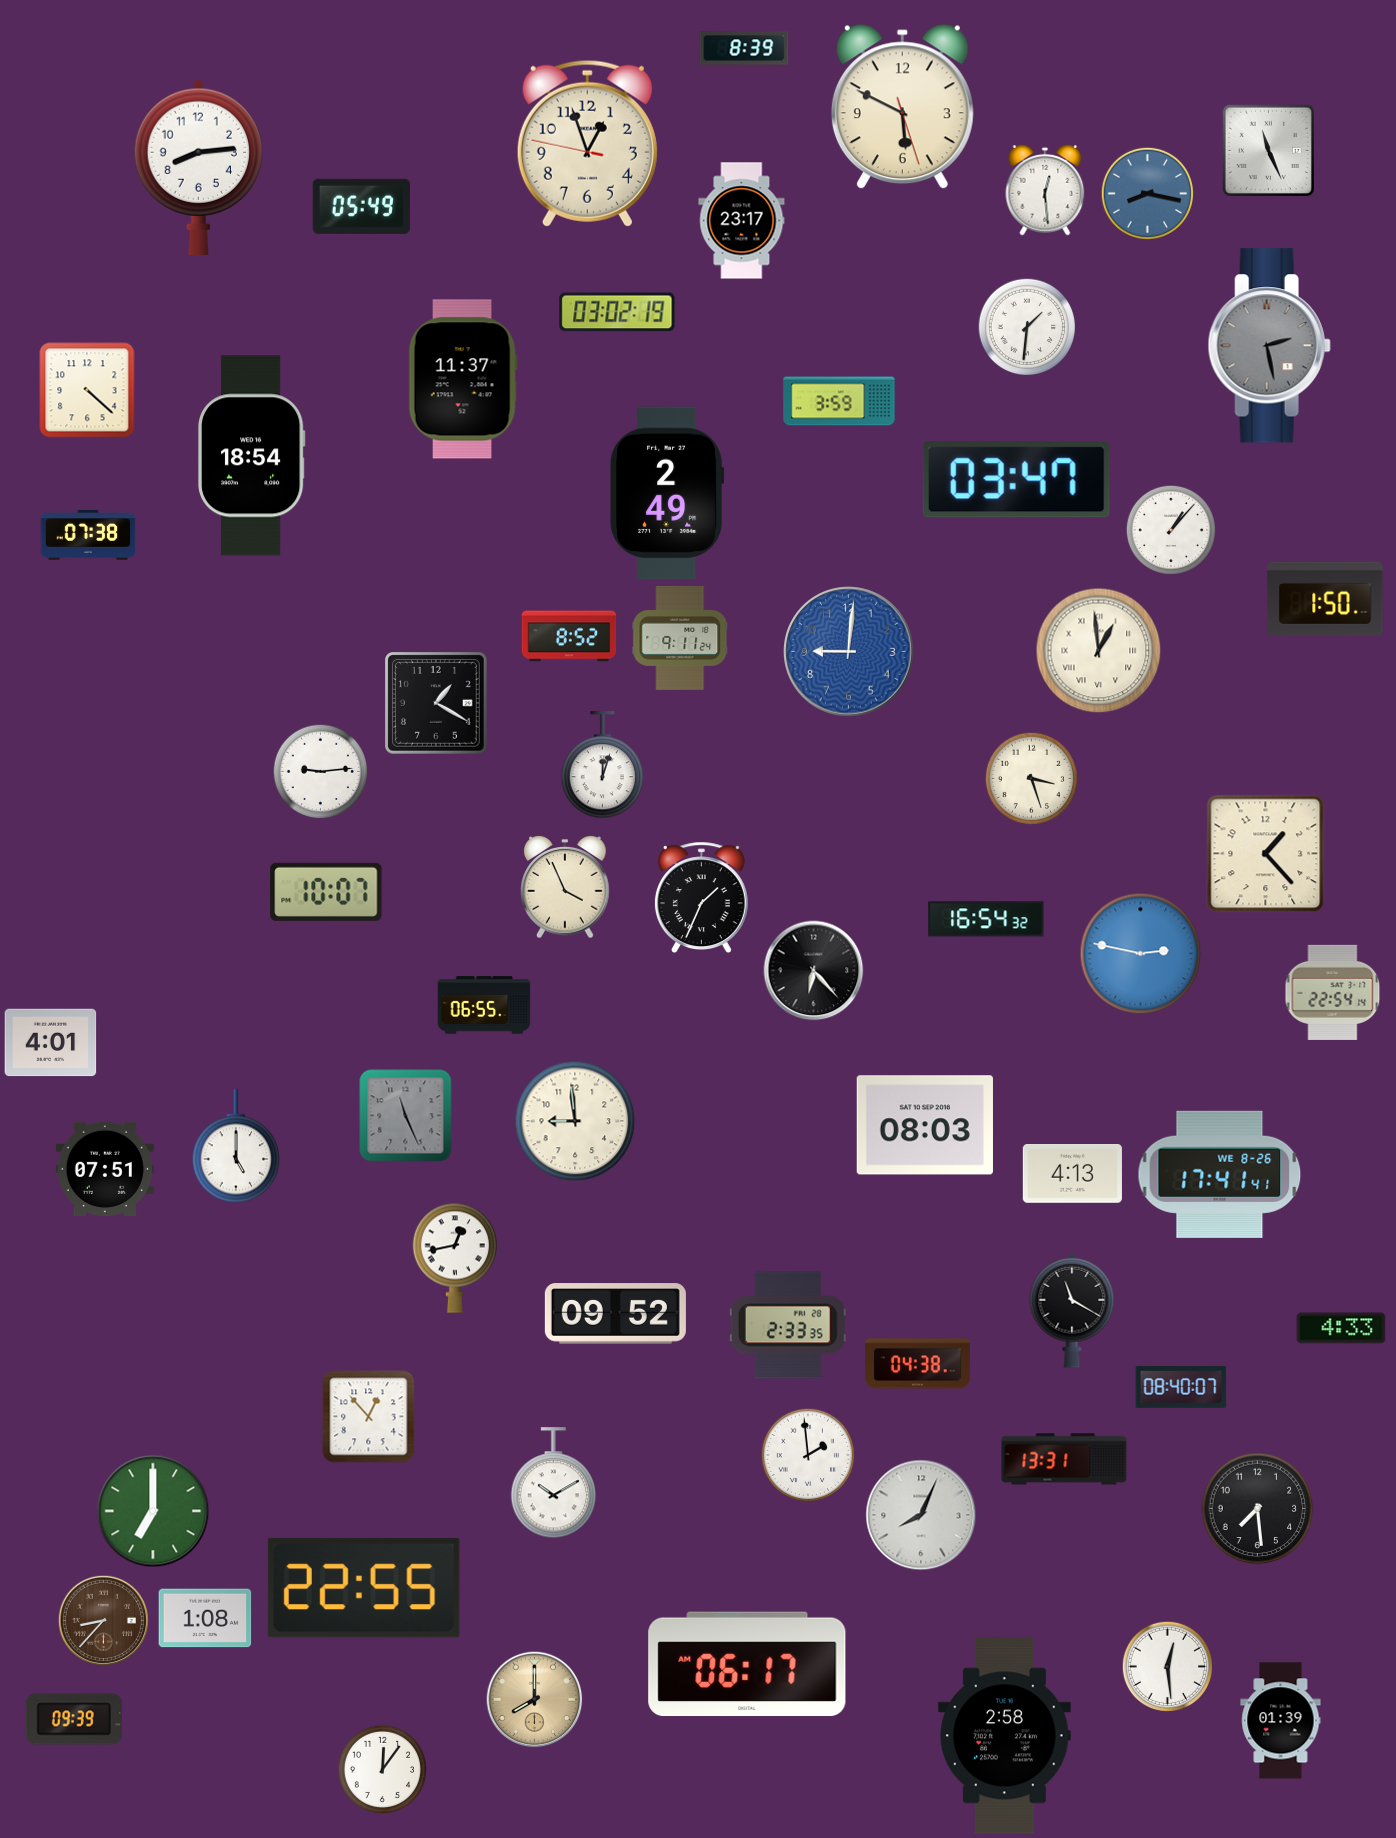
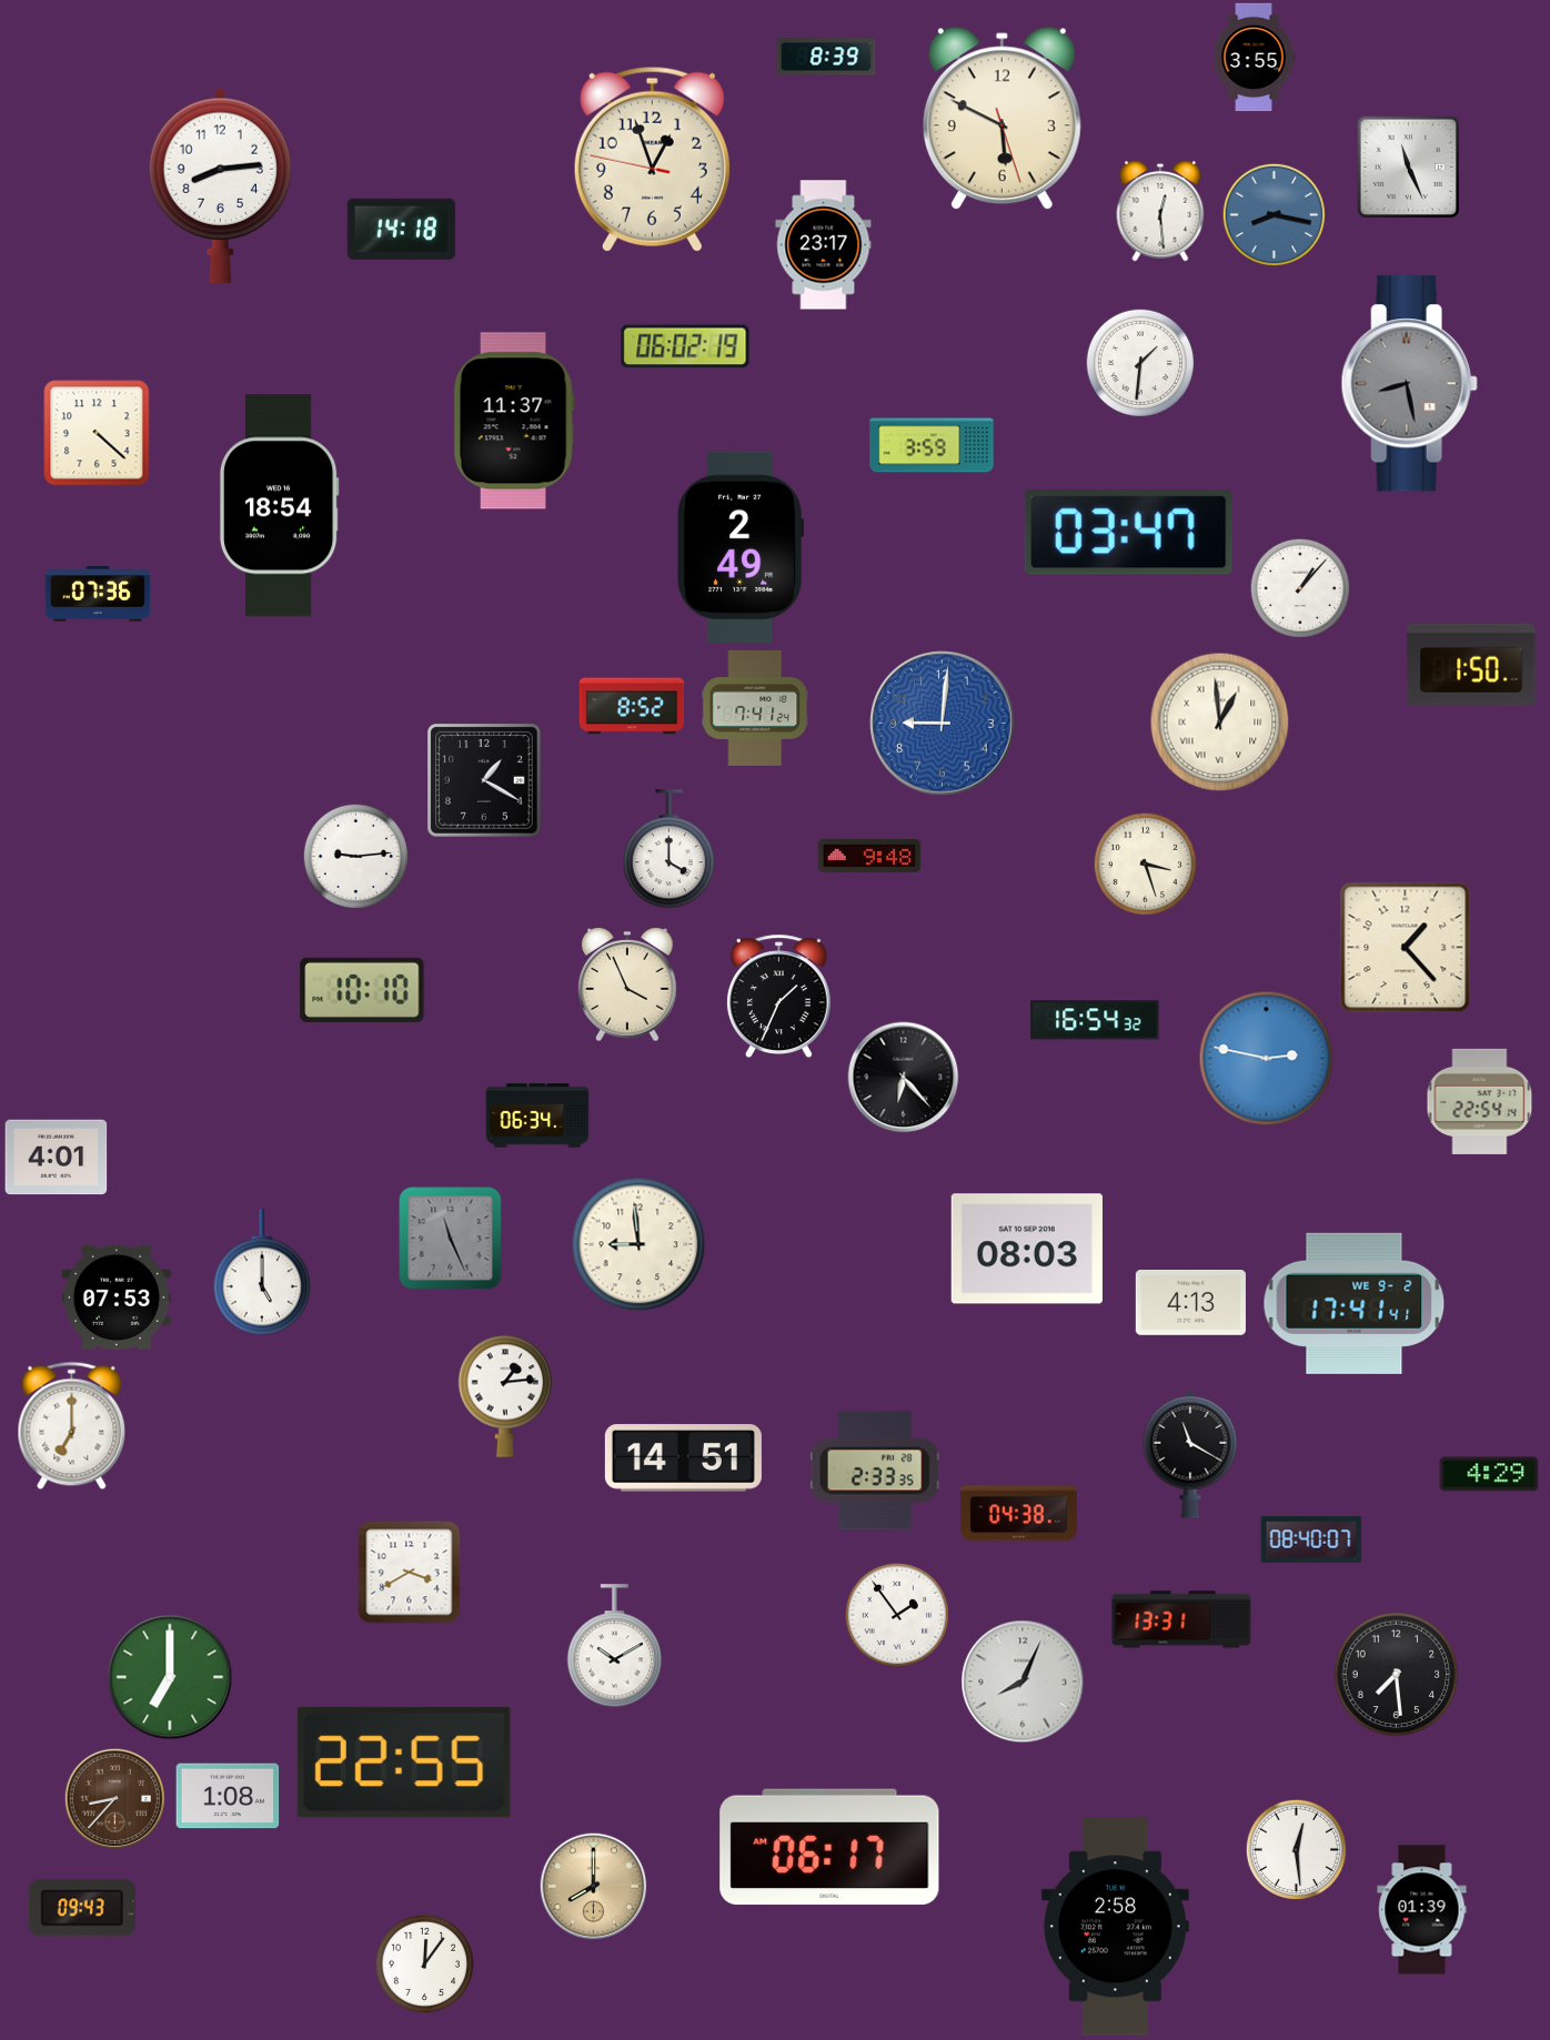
clock at (744, 48) position: (744, 48) -> (826, 57)
clock at (1254, 58): none -> 3:55
clock at (361, 206): 05:49 -> 14:18
clock at (617, 312): 03:02 -> 06:02
clock at (1269, 346): 2:28 -> 8:28
clock at (88, 535): 07:38 -> 07:36
clock at (680, 638): 9:11 -> 7:41
clock at (603, 765): 12:03 -> 4:00
clock at (869, 856): none -> 9:48
clock at (326, 892): 10:07 -> 10:10
clock at (484, 1005): 06:55 -> 06:34
clock at (105, 1168): 07:51 -> 07:53
clock at (1220, 1174) date: WE 8-26 -> WE 9-2
clock at (455, 1258): 12:43 -> 1:14
clock at (72, 1426): none -> 7:00
clock at (615, 1314): 09:52 -> 14:51
clock at (1341, 1328): 4:33 -> 4:29
clock at (369, 1417): 12:53 -> 3:40
clock at (807, 1454): 1:59 -> 1:54
clock at (74, 1719): 09:39 -> 09:43
